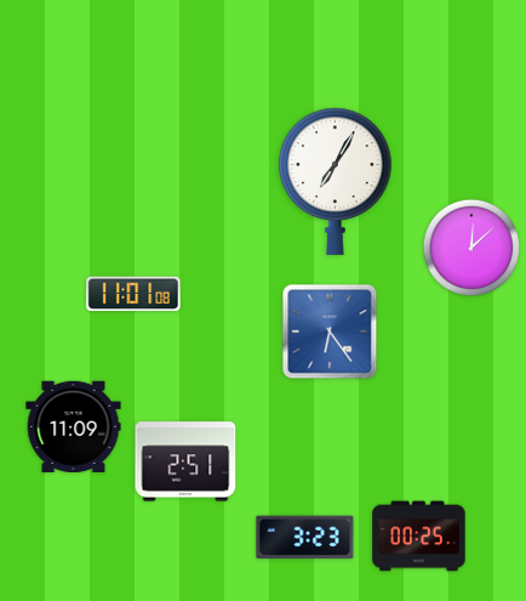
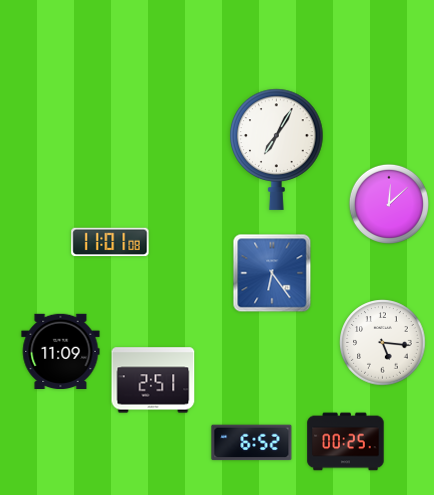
clock at (383, 343): none -> 5:16
clock at (305, 538): 3:23 -> 6:52
